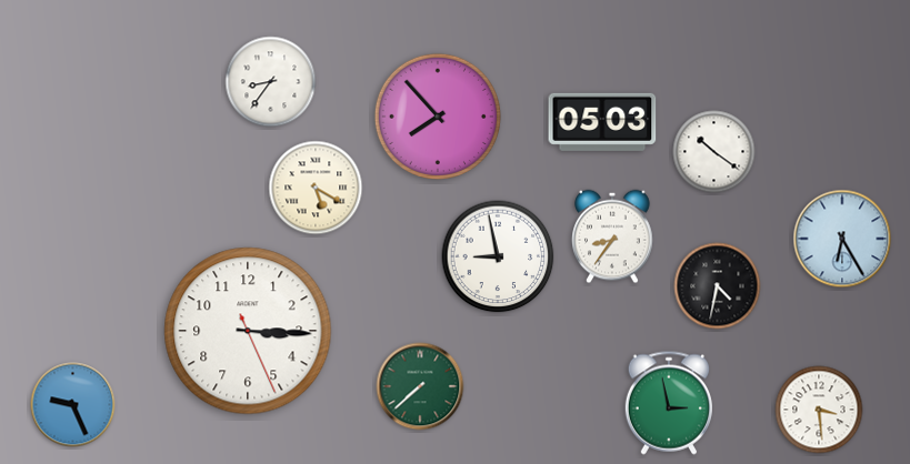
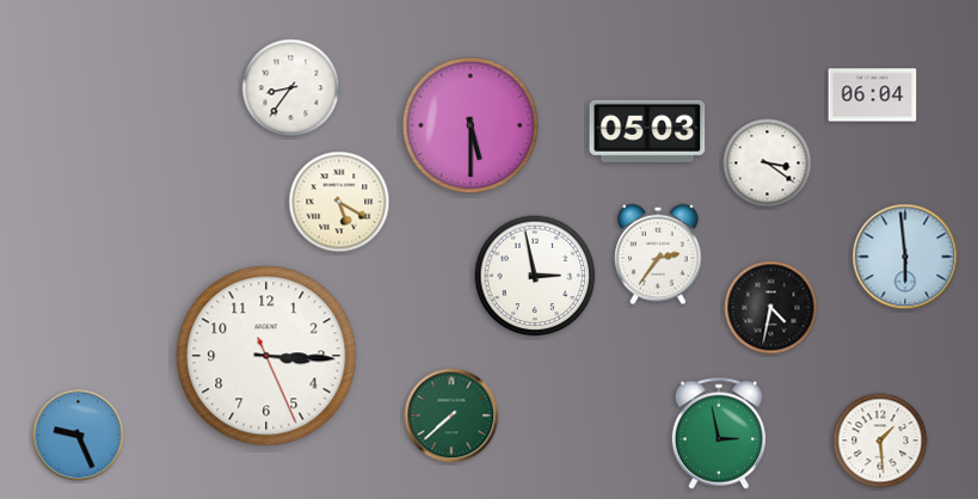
clock at (873, 96): none -> 06:04
clock at (438, 117): 7:53 -> 5:30
clock at (714, 152): 10:21 -> 3:21
clock at (612, 236): 8:36 -> 2:36
clock at (842, 239): 6:25 -> 5:59
clock at (498, 256): 8:58 -> 2:58
clock at (819, 410): 3:29 -> 1:29
